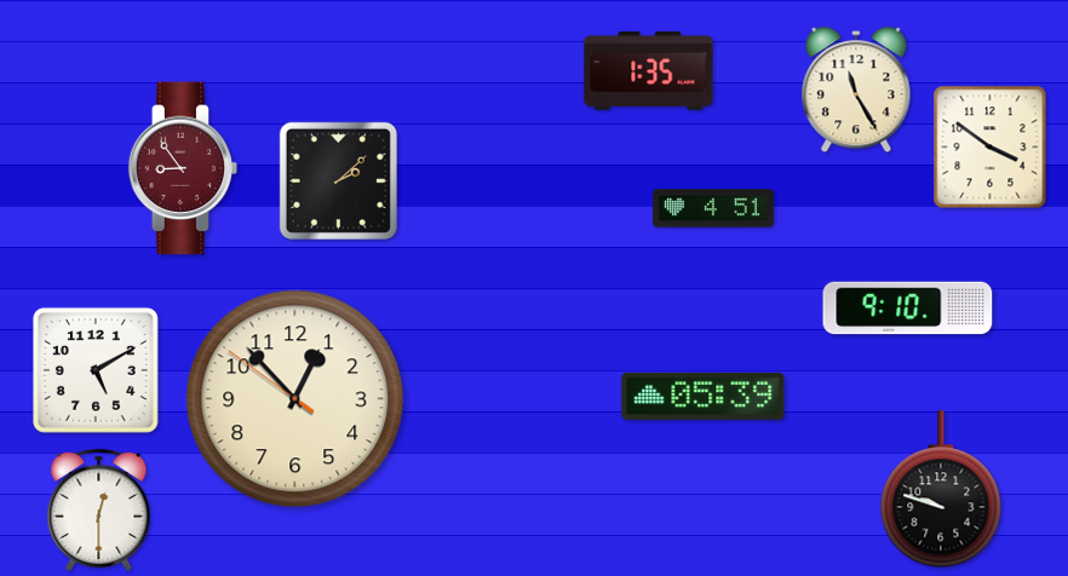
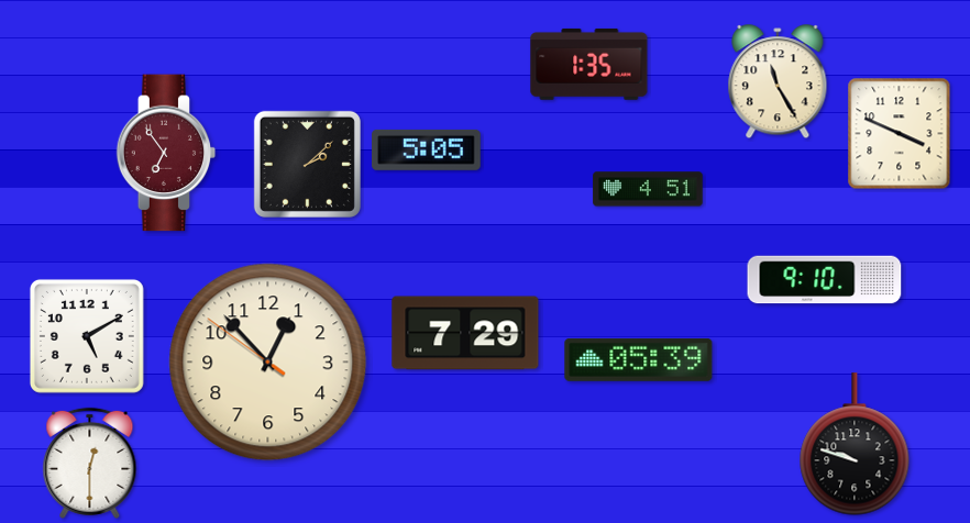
clock at (991, 148): 3:51 -> 3:49
clock at (427, 149): none -> 5:05
clock at (183, 168): 8:54 -> 6:54
clock at (465, 333): none -> 7:29
